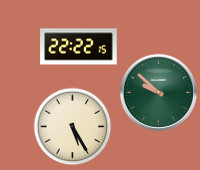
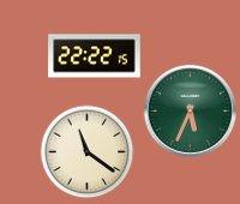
clock at (158, 92): 9:52 -> 5:34
clock at (72, 126): 5:25 -> 11:21
